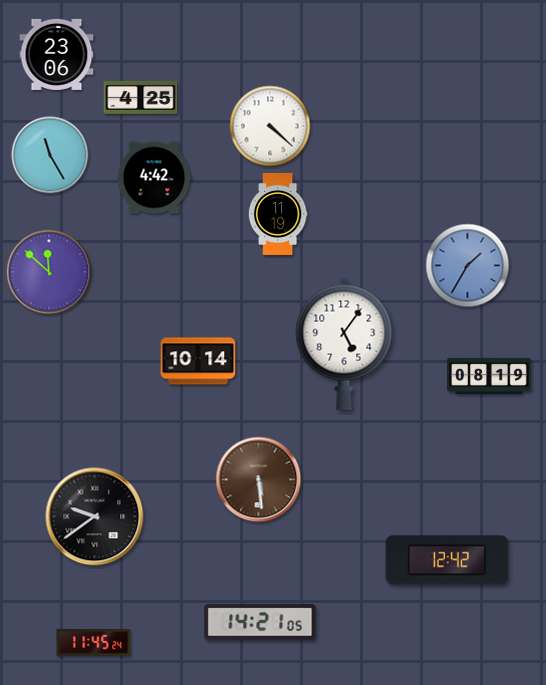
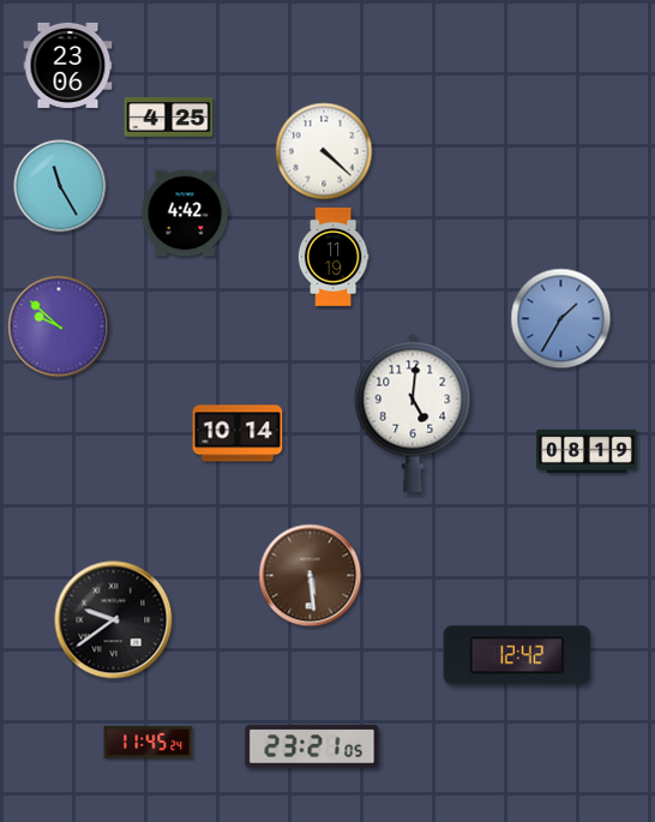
clock at (49, 272): 11:52 -> 9:52
clock at (344, 344): 5:06 -> 5:01
clock at (447, 560) position: (447, 560) -> (517, 655)
clock at (260, 622): 14:21 -> 23:21
clock at (94, 643) position: (94, 643) -> (149, 743)
